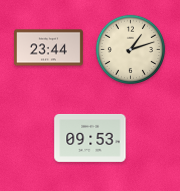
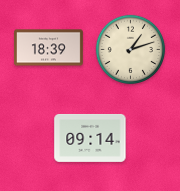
clock at (48, 48): 23:44 -> 18:39
clock at (90, 138): 09:53 -> 09:14
